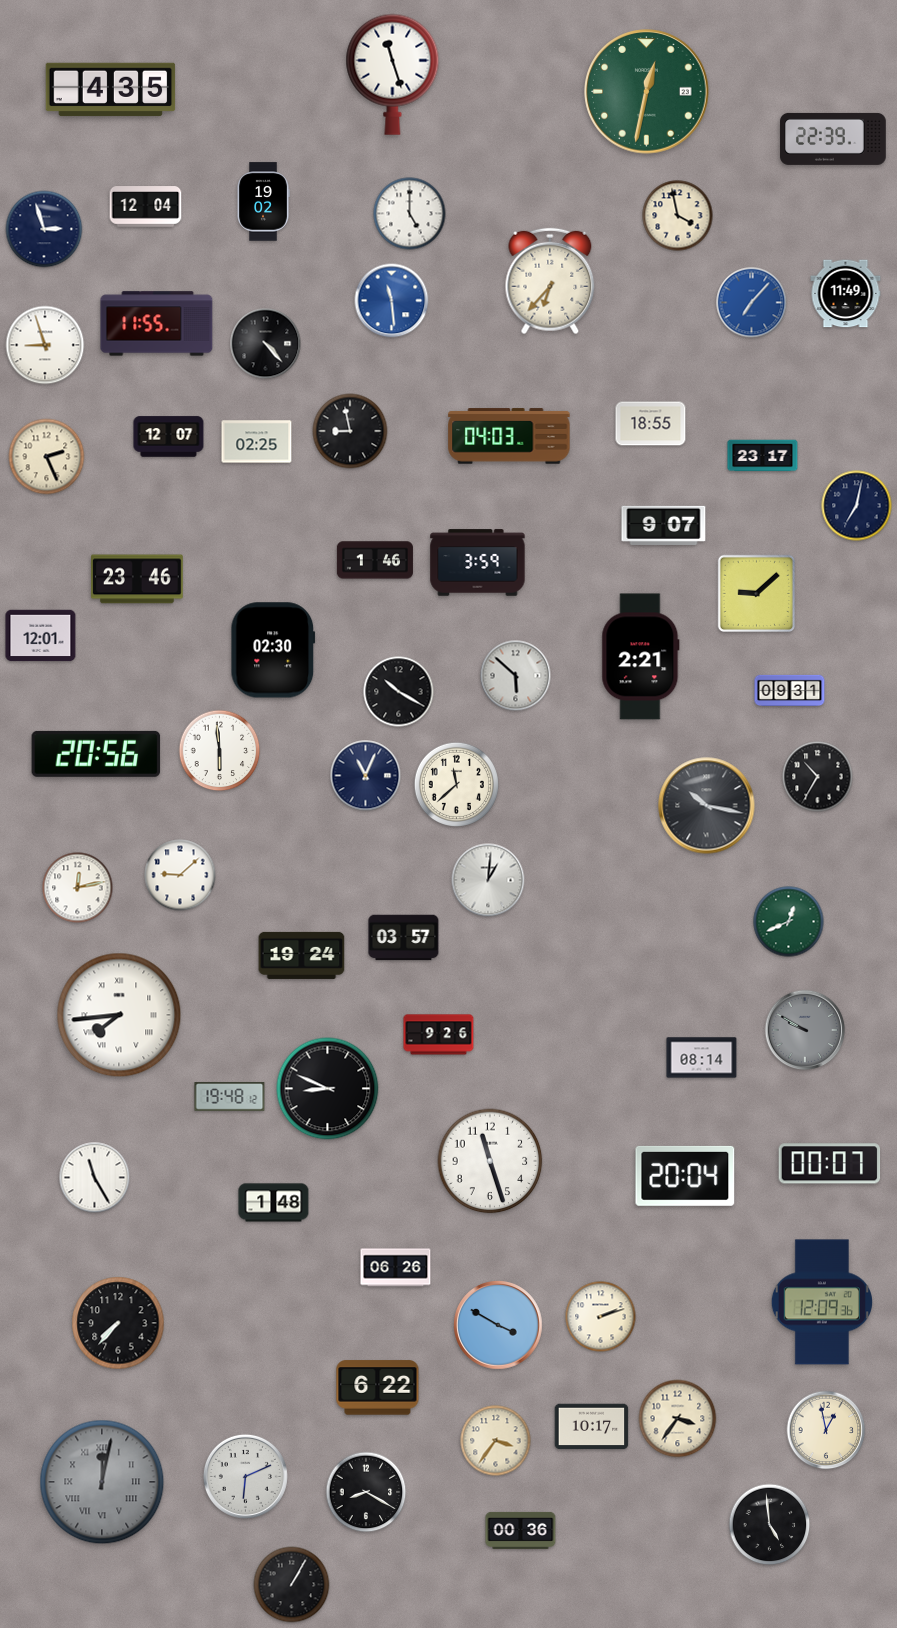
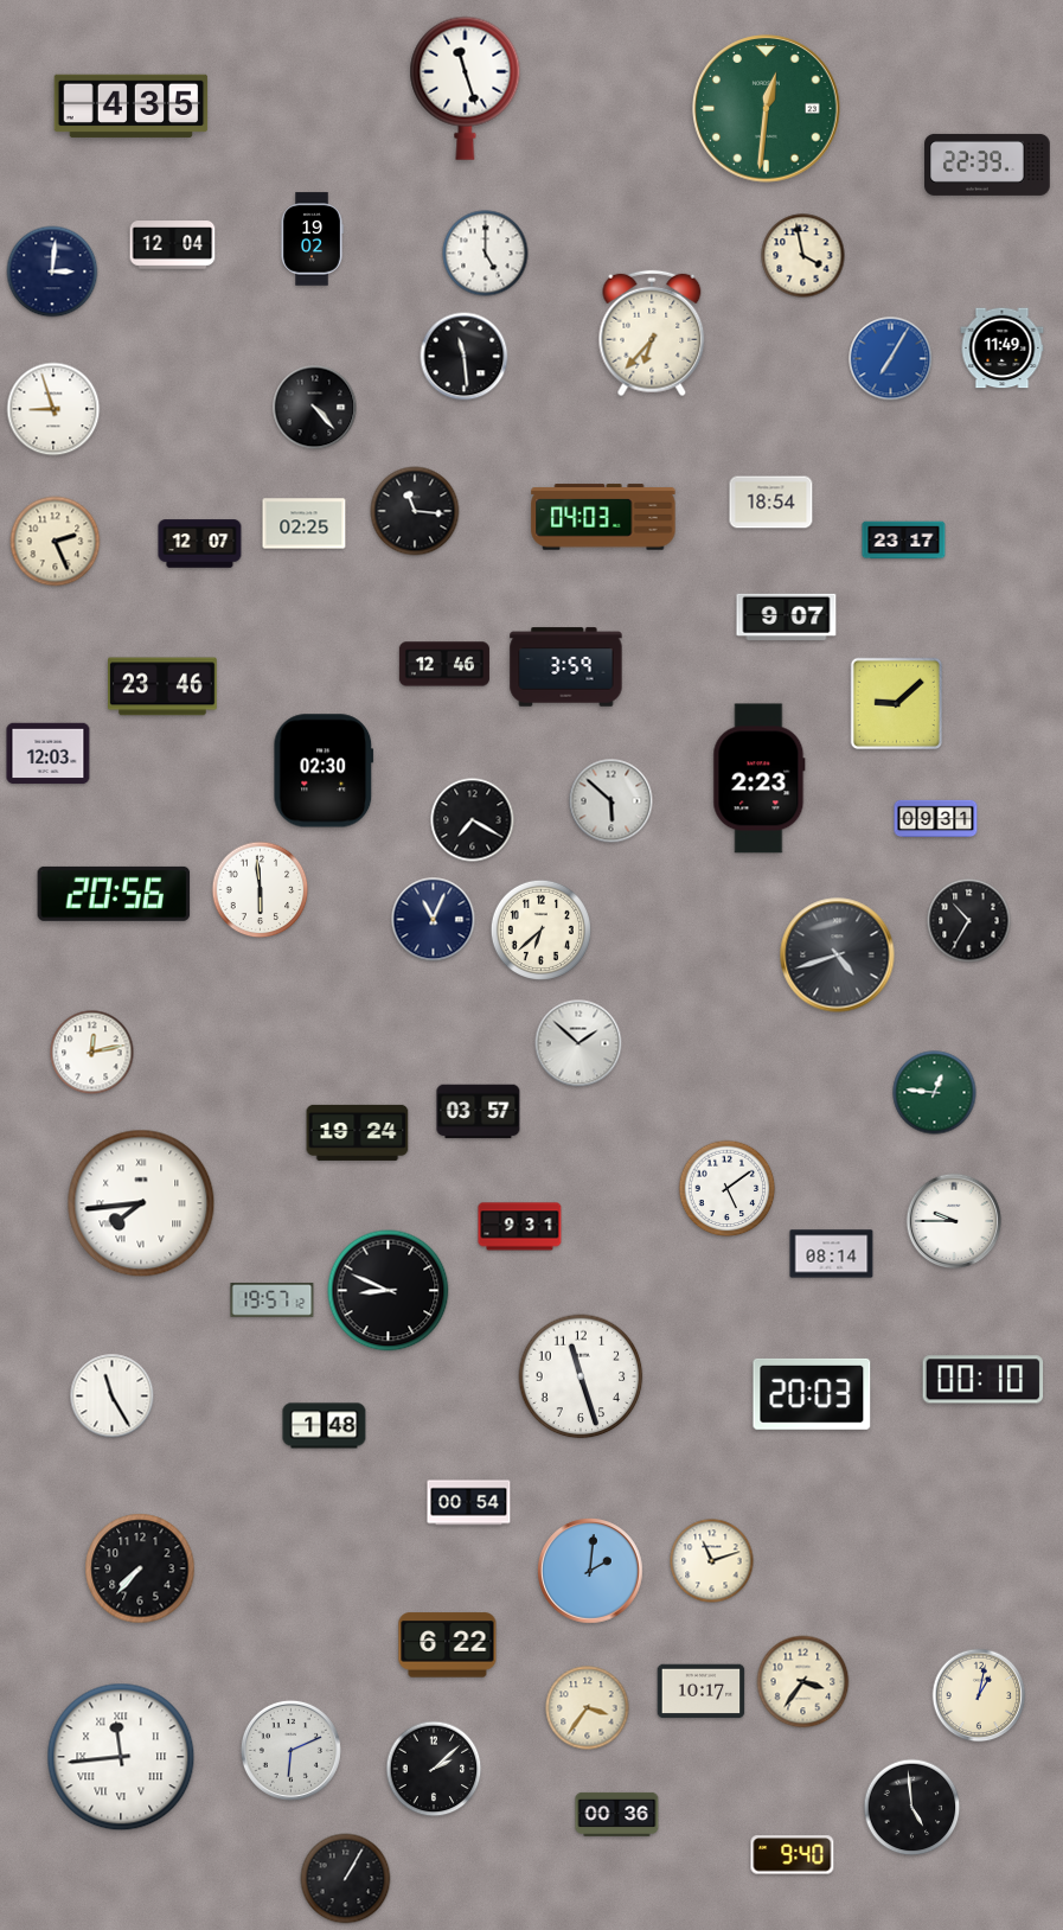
clock at (647, 92): 12:32 -> 12:31
clock at (44, 229): 2:57 -> 3:01
clock at (392, 301) dial: blue -> black
clock at (752, 303): 7:07 -> 7:05
clock at (157, 324): 11:55 -> none
clock at (651, 424): 18:55 -> 18:54
clock at (350, 431): 8:58 -> 11:16
clock at (169, 437) position: (169, 437) -> (200, 544)
clock at (857, 506): 7:02 -> none
clock at (664, 525) position: (664, 525) -> (787, 616)
clock at (375, 560): 1:46 -> 12:46
clock at (41, 636): 12:01 -> 12:03
clock at (641, 657): 2:21 -> 2:23
clock at (399, 692): 10:20 -> 7:20
clock at (456, 784): 11:38 -> 6:38
clock at (707, 806): 10:17 -> 4:42
clock at (180, 875): 9:08 -> none
clock at (488, 880): 1:01 -> 1:52
clock at (789, 922): 12:41 -> 12:46
clock at (728, 1189): none -> 5:09
clock at (805, 1030): 9:50 -> 9:45
clock at (805, 1030) dial: grey -> white
clock at (439, 1035): 9:26 -> 9:31
clock at (230, 1097): 19:48 -> 19:57
clock at (830, 1164): 00:07 -> 00:10
clock at (685, 1176): 20:04 -> 20:03
clock at (396, 1268): 06:26 -> 00:54
clock at (822, 1302): 12:09 -> none
clock at (601, 1317): 2:12 -> 11:12
clock at (498, 1325): 3:50 -> 2:01
clock at (826, 1430): 12:58 -> 1:02
clock at (102, 1482): 12:02 -> 11:44
clock at (102, 1482) dial: grey -> white
clock at (366, 1492): 8:20 -> 2:08
clock at (793, 1855): none -> 9:40
